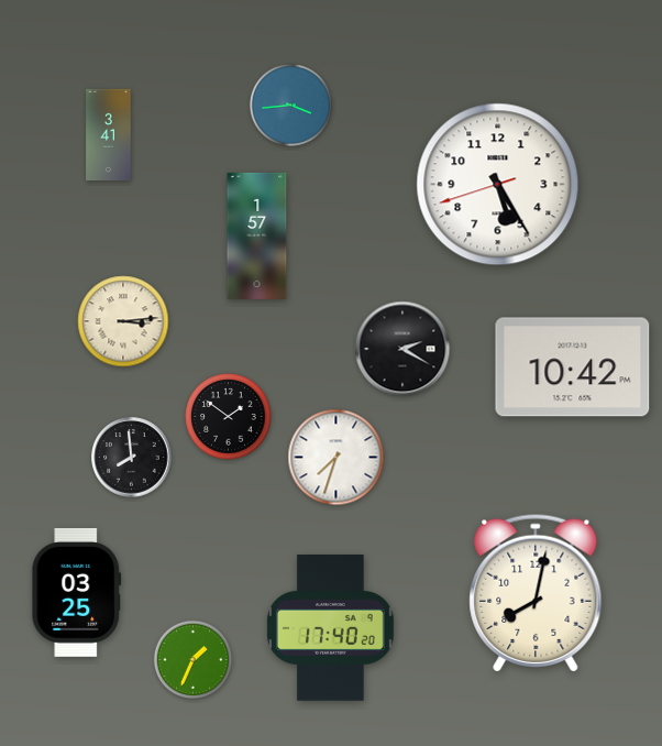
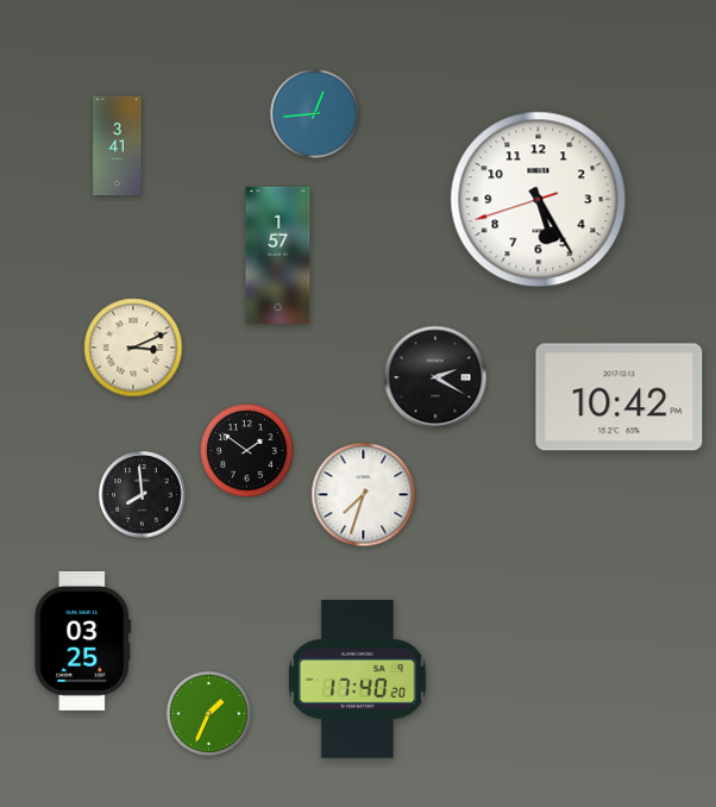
clock at (290, 105): 3:44 -> 12:44
clock at (123, 321): 3:14 -> 3:11
clock at (536, 593): 8:02 -> none
